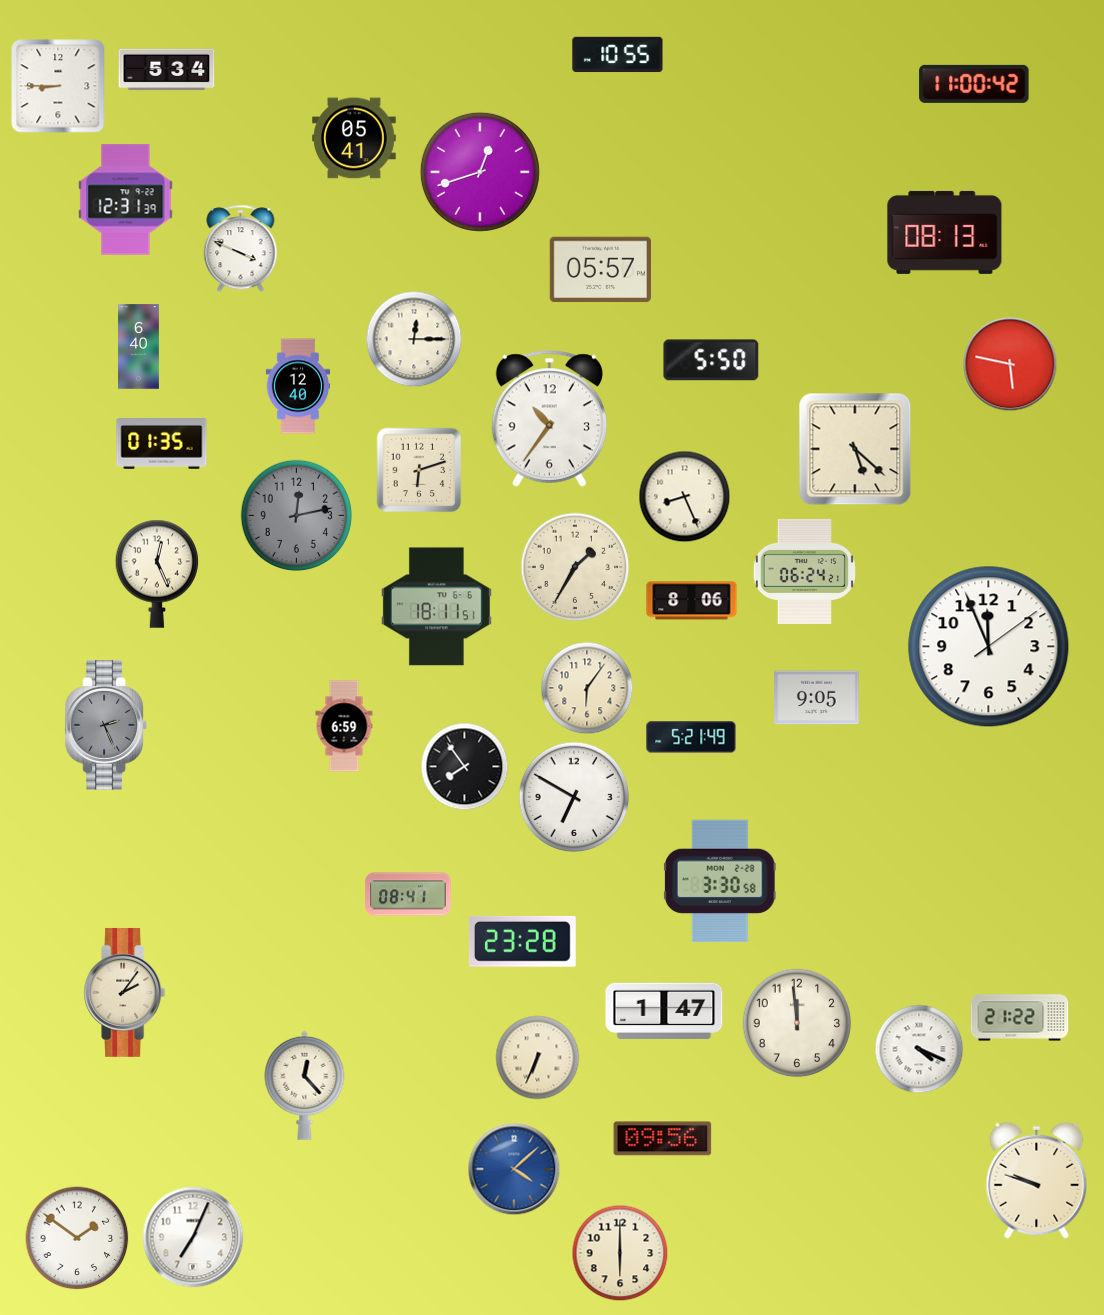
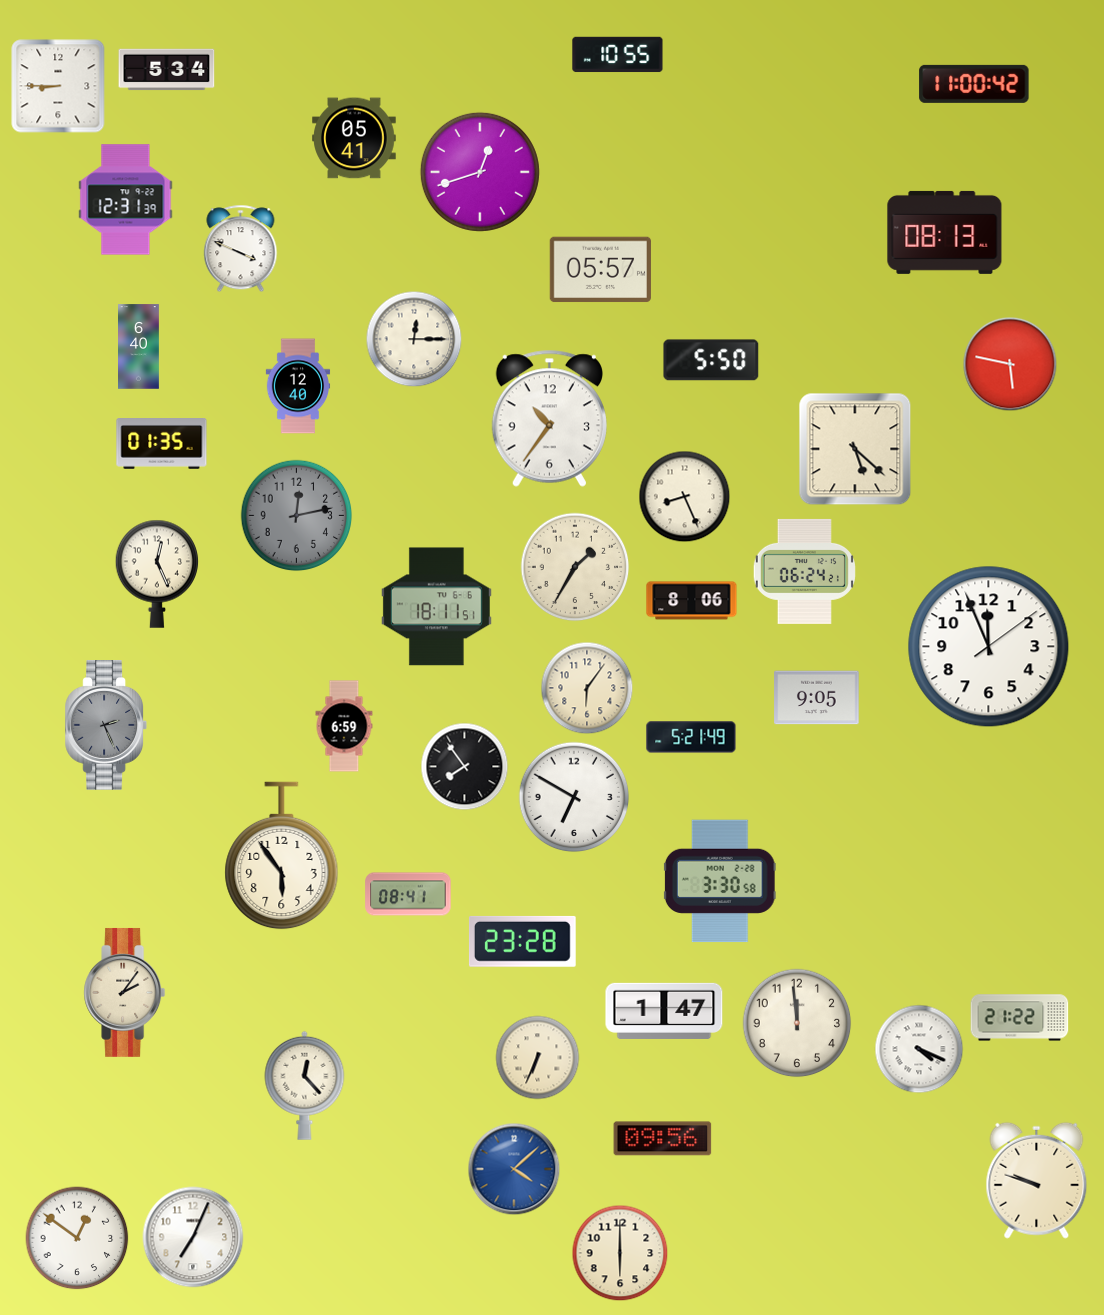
clock at (419, 470): 6:12 -> none
clock at (282, 856): none -> 5:54
clock at (77, 1238): 1:51 -> 12:51
